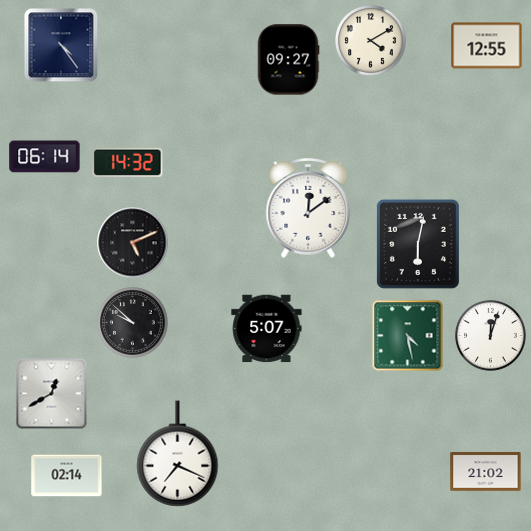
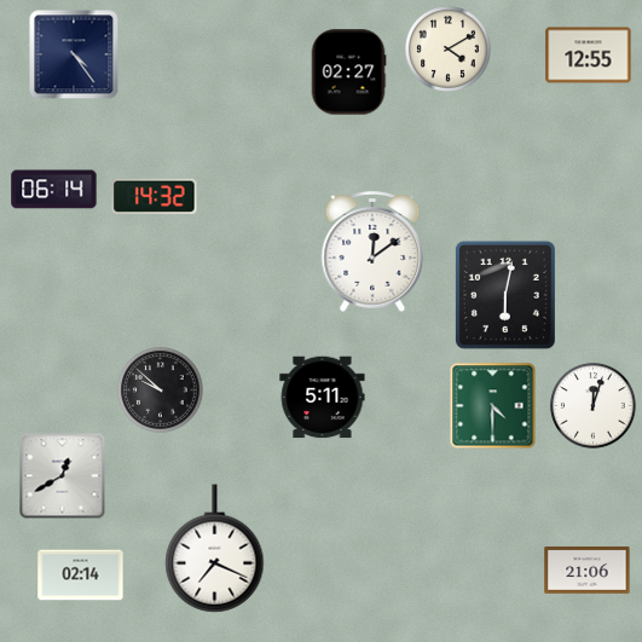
clock at (288, 60): 09:27 -> 02:27
clock at (133, 243): 5:11 -> none
clock at (267, 329): 5:07 -> 5:11
clock at (408, 336): 4:28 -> 4:30
clock at (486, 472): 21:02 -> 21:06
